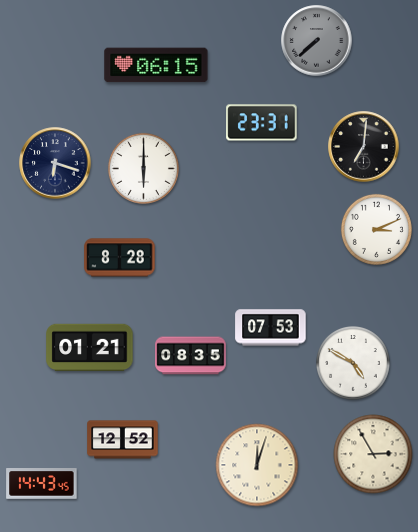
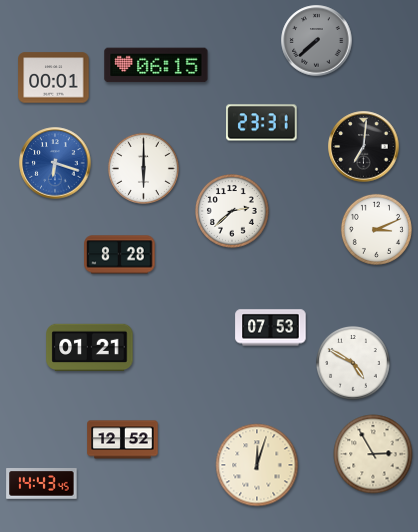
clock at (54, 78): none -> 00:01
clock at (55, 163) dial: navy -> blue
clock at (233, 212): none -> 2:38
clock at (120, 258) position: (120, 258) -> (120, 255)
clock at (191, 356): 08:35 -> none
